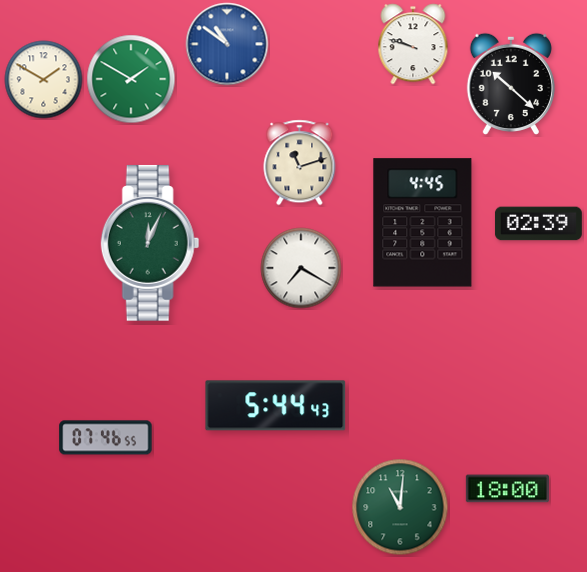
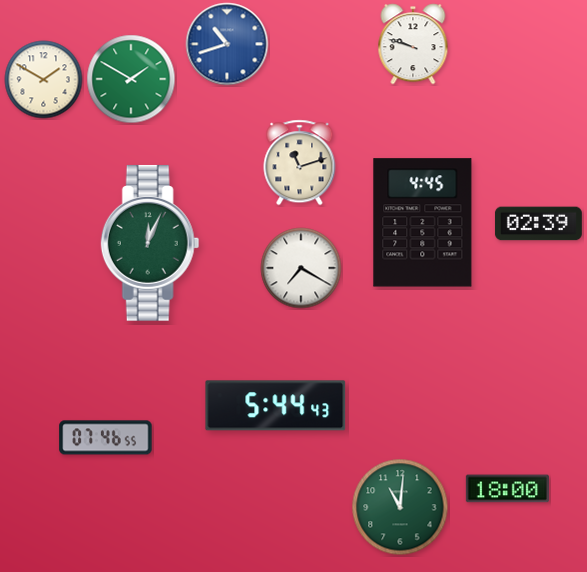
clock at (227, 44): 10:51 -> 10:42
clock at (511, 84): 10:22 -> none
